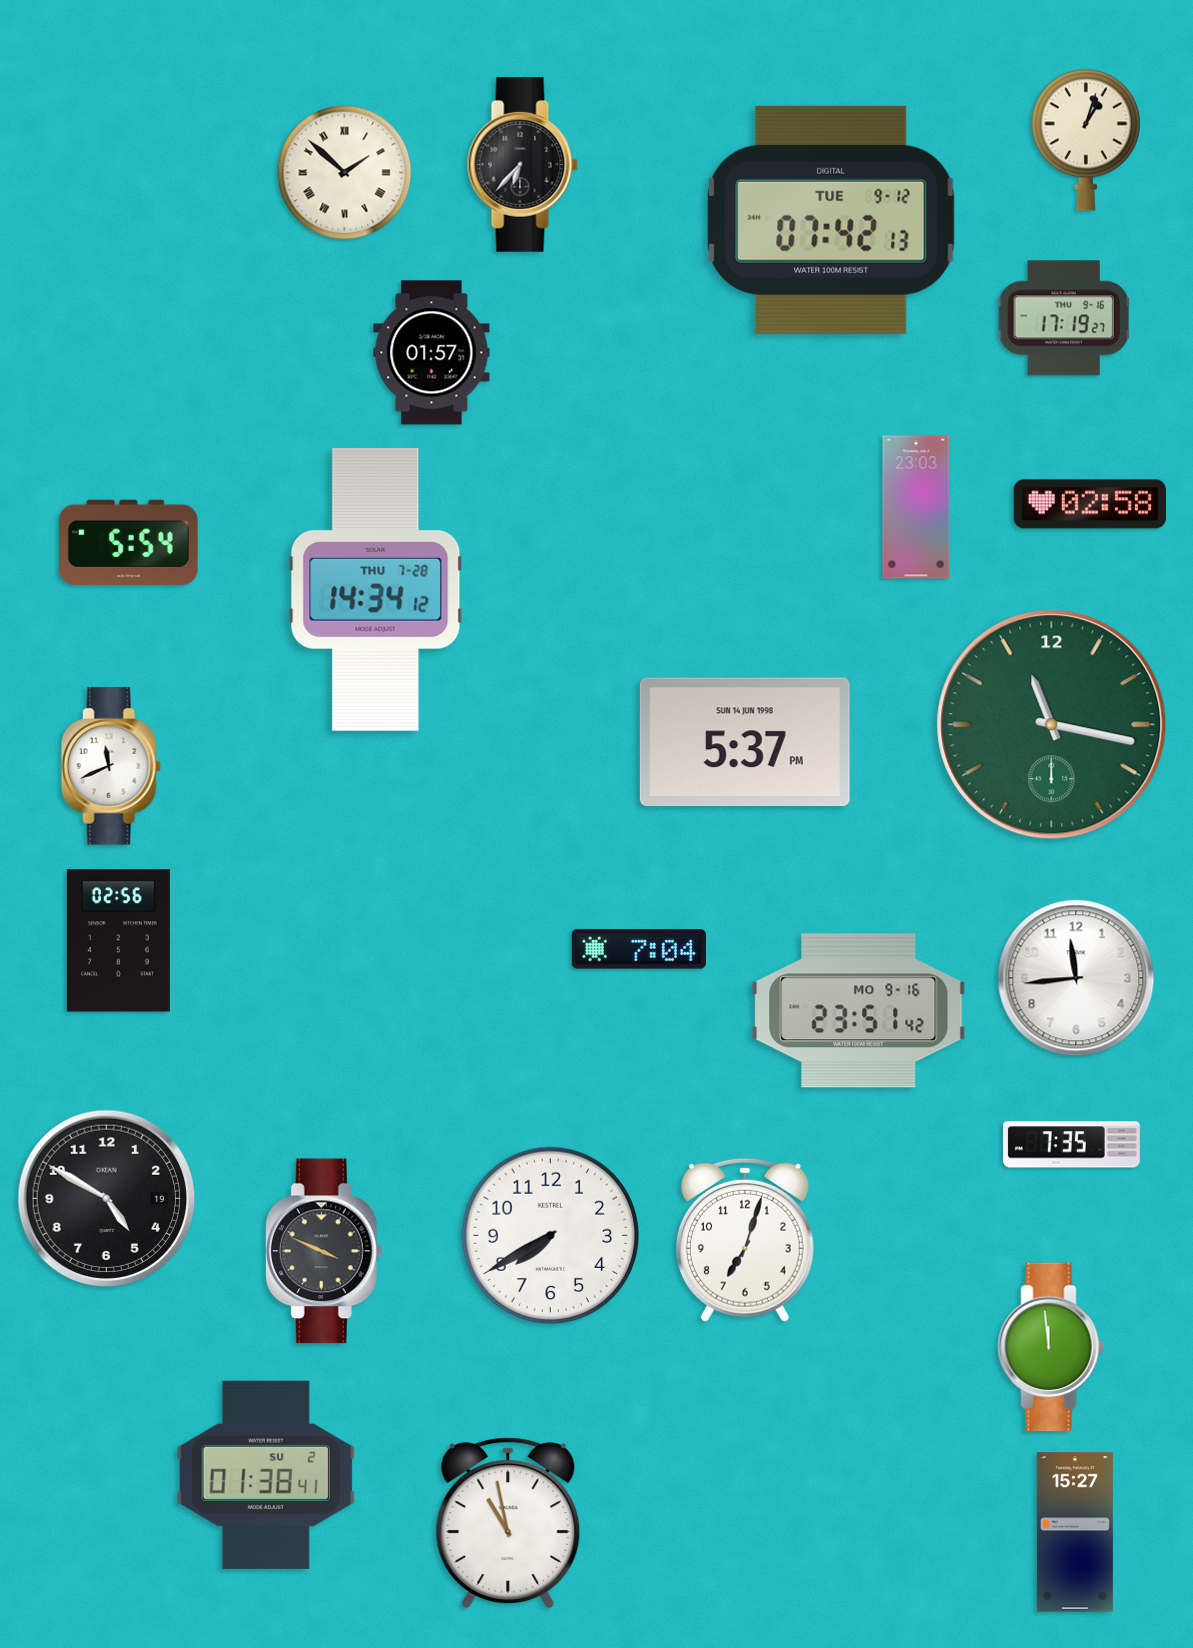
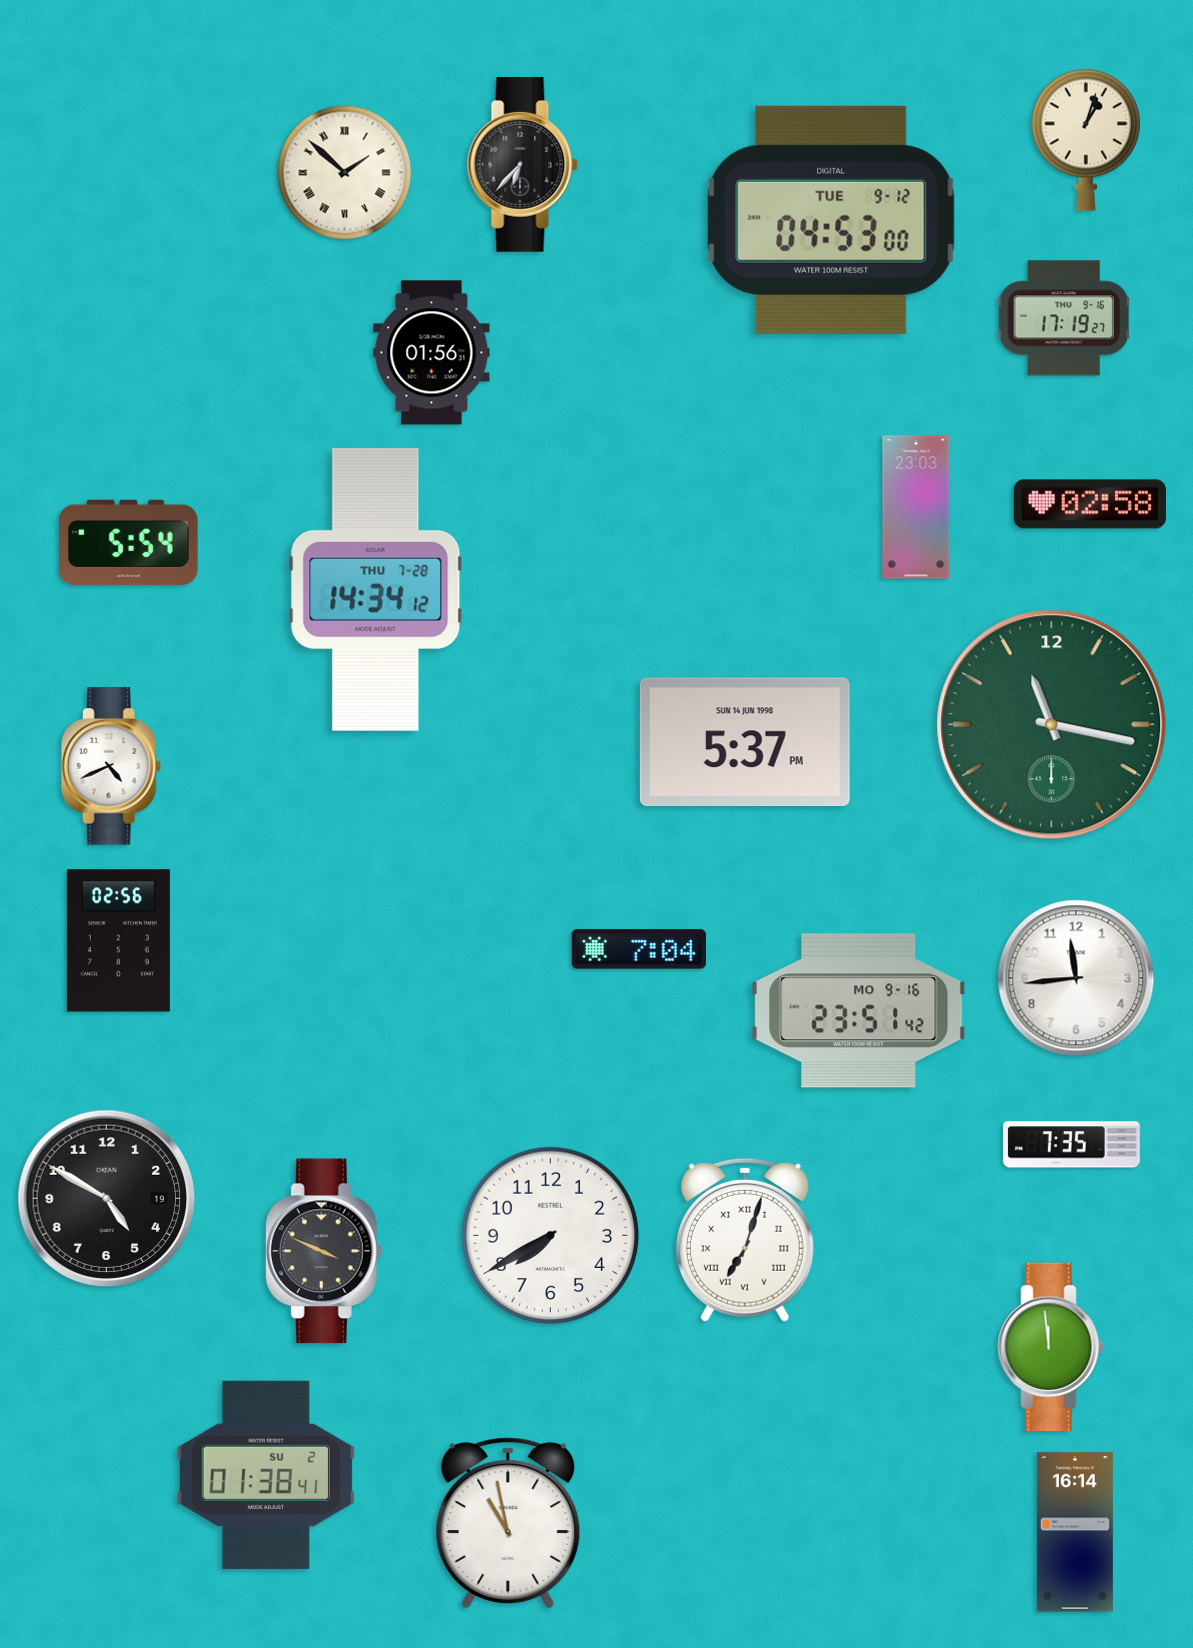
clock at (831, 220): 07:42 -> 04:53
clock at (432, 353): 01:57 -> 01:56
clock at (111, 766): 11:41 -> 4:41
clock at (745, 1240) numerals: Arabic -> Roman
clock at (1075, 1532): 15:27 -> 16:14
